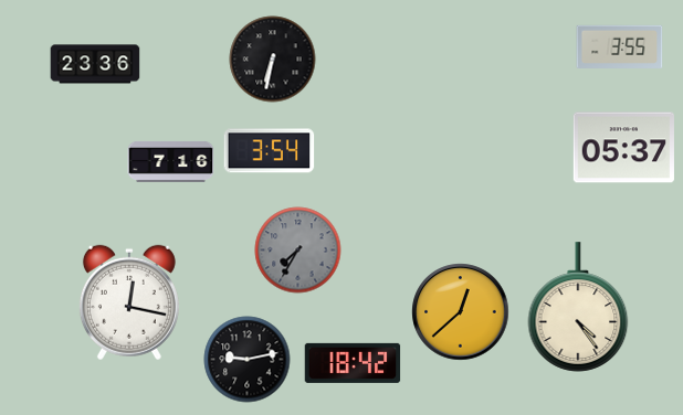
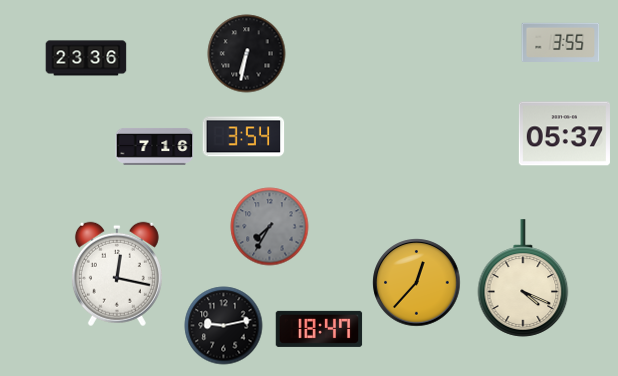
clock at (578, 307): 4:24 -> 4:19
clock at (460, 311): 12:38 -> 12:37
clock at (353, 363): 18:42 -> 18:47
